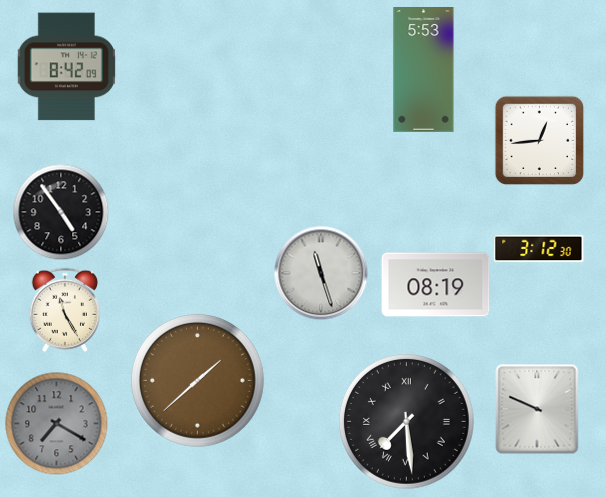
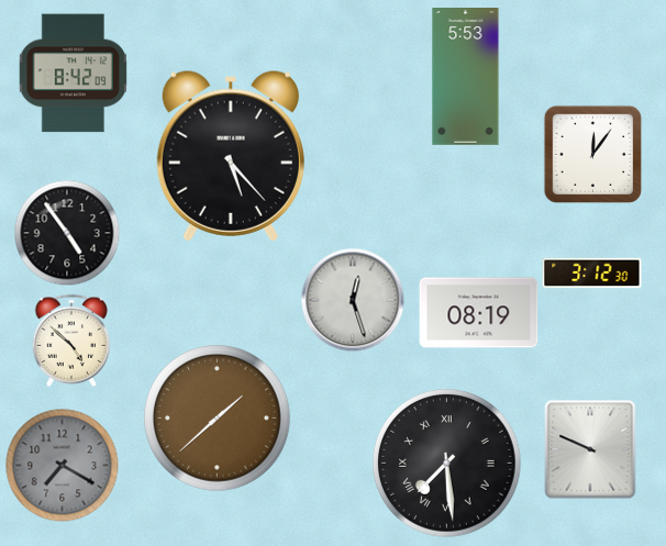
clock at (539, 140): 12:44 -> 12:06
clock at (231, 156): none -> 5:23
clock at (321, 273): 11:27 -> 12:27
clock at (65, 310): 11:25 -> 4:52
